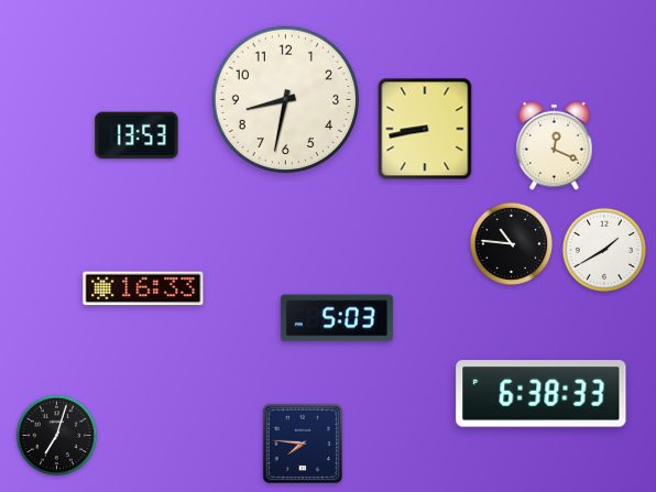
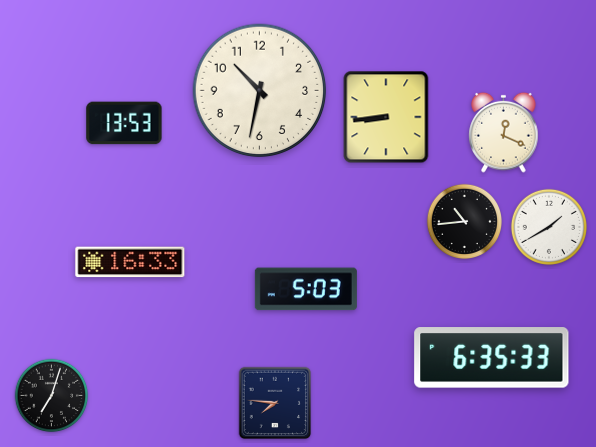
clock at (286, 100): 8:32 -> 10:32
clock at (425, 129): 8:43 -> 8:44
clock at (511, 243): 10:46 -> 10:44
clock at (542, 394): 6:38 -> 6:35
